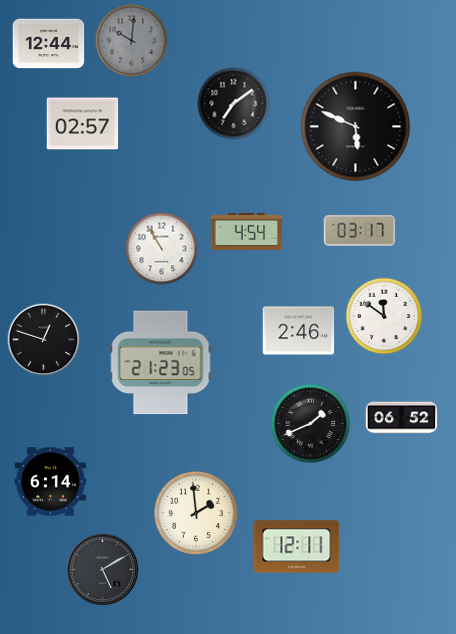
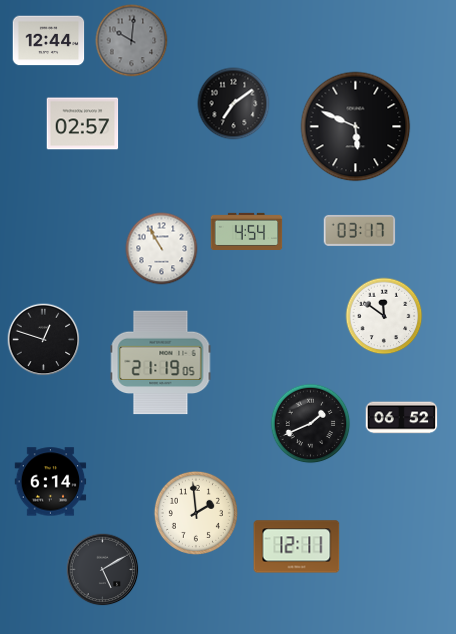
clock at (49, 44) position: (49, 44) -> (49, 41)
clock at (299, 331): 2:46 -> none
clock at (161, 363): 21:23 -> 21:19
